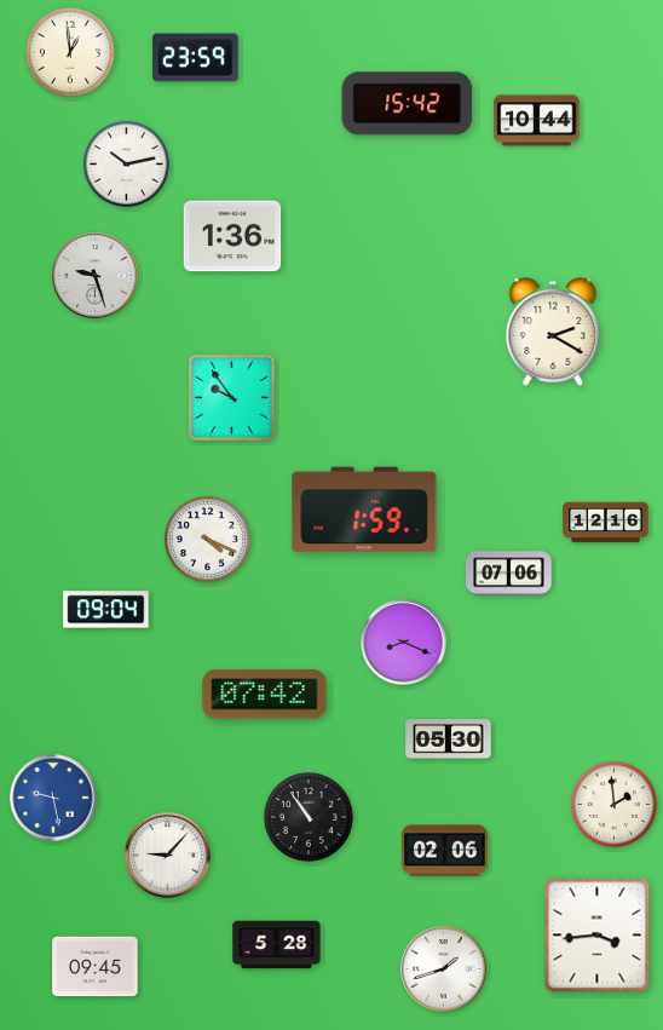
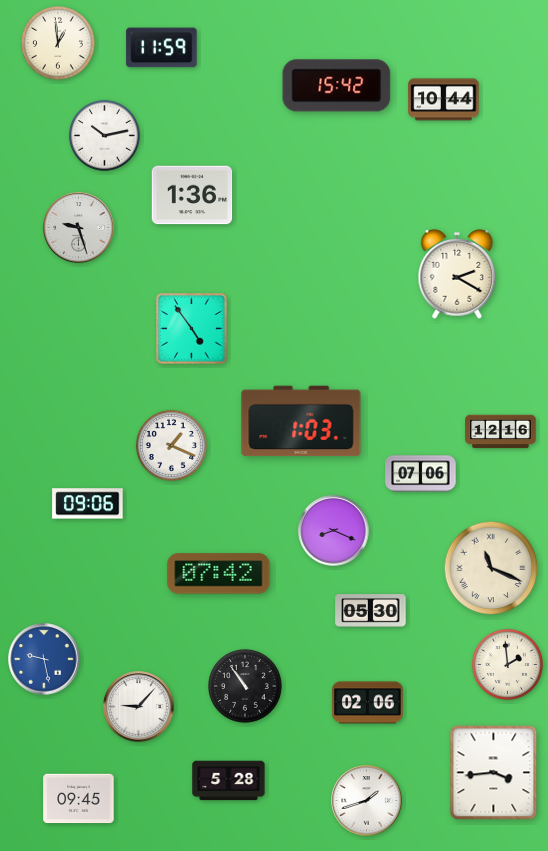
clock at (196, 58): 23:59 -> 11:59
clock at (232, 398): 9:54 -> 4:54
clock at (364, 510): 1:59 -> 1:03
clock at (207, 539): 4:19 -> 1:19
clock at (106, 610): 09:04 -> 09:06
clock at (491, 568): none -> 11:19
clock at (309, 817) position: (309, 817) -> (245, 686)
